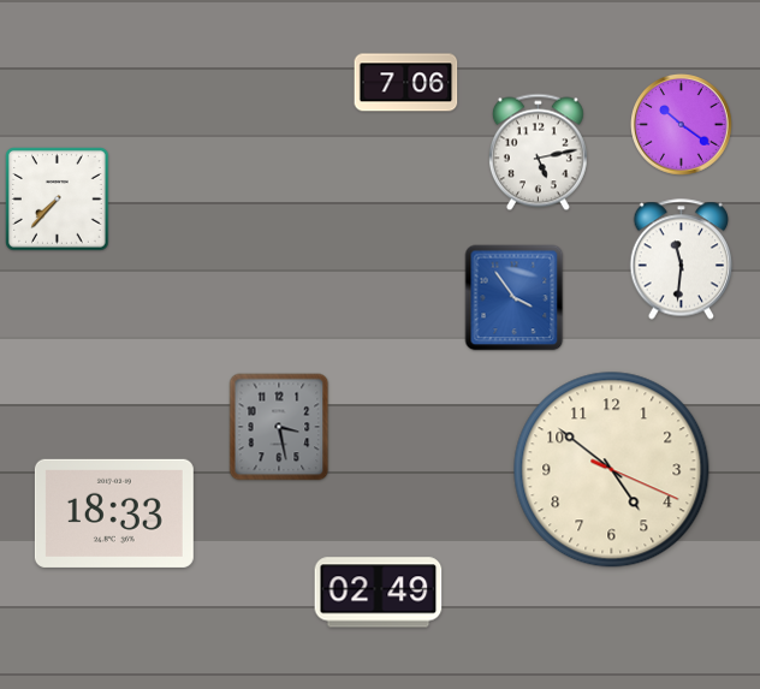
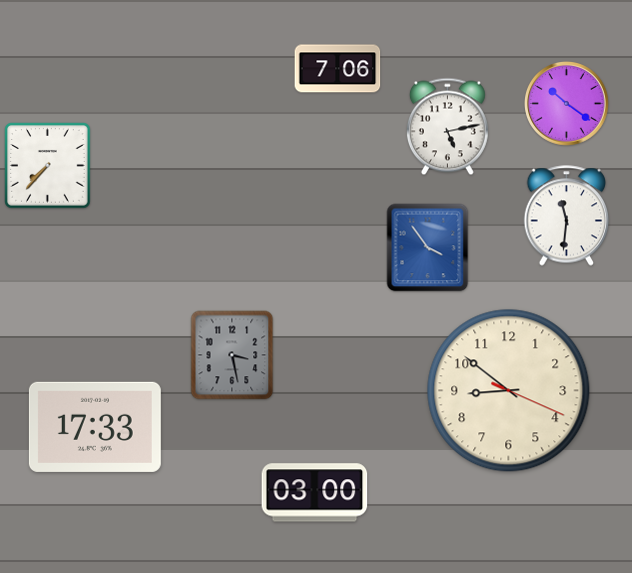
clock at (612, 470): 4:51 -> 8:51
clock at (114, 513): 18:33 -> 17:33
clock at (379, 593): 02:49 -> 03:00
